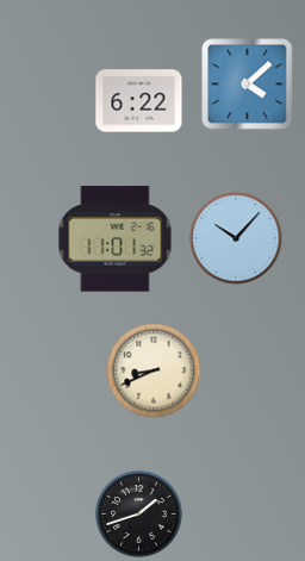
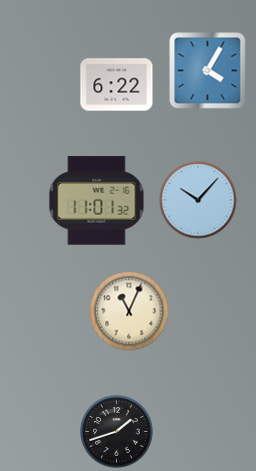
clock at (248, 85): 4:08 -> 4:05
clock at (154, 370): 8:41 -> 11:04
